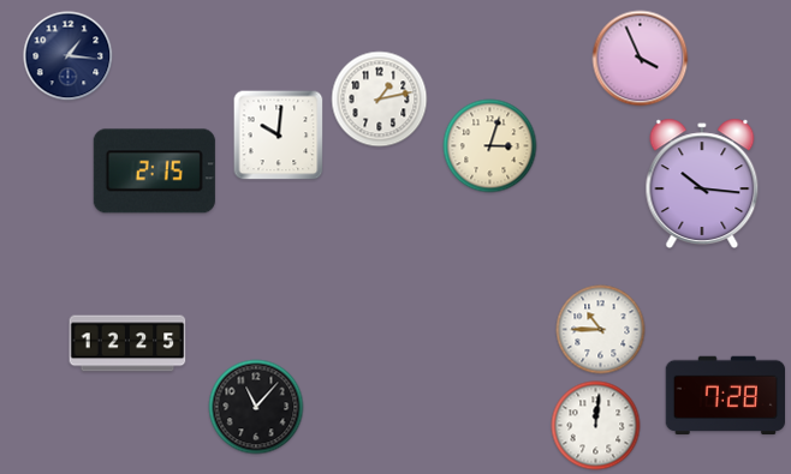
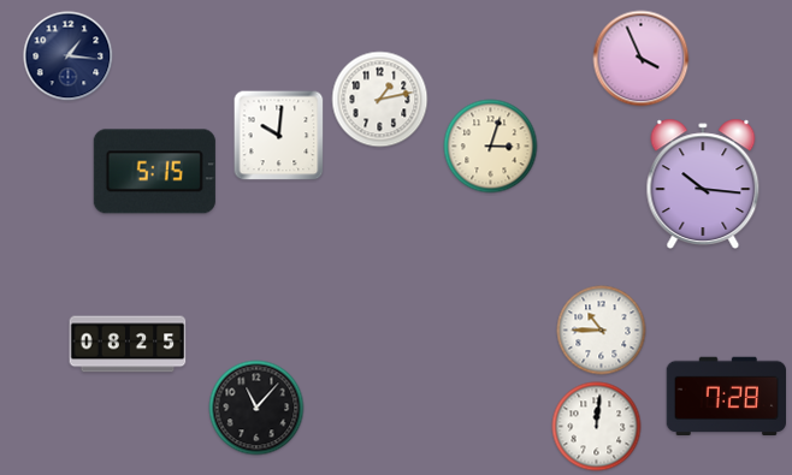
clock at (154, 172): 2:15 -> 5:15
clock at (127, 343): 12:25 -> 08:25
